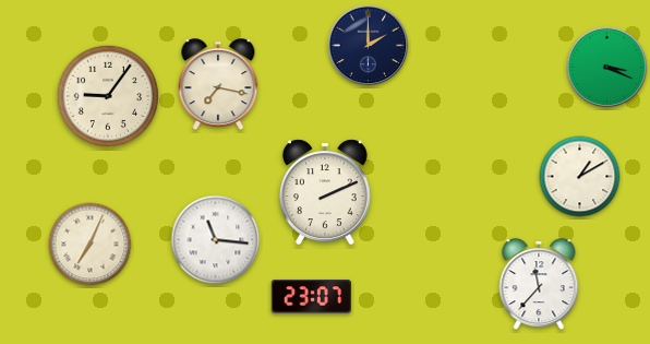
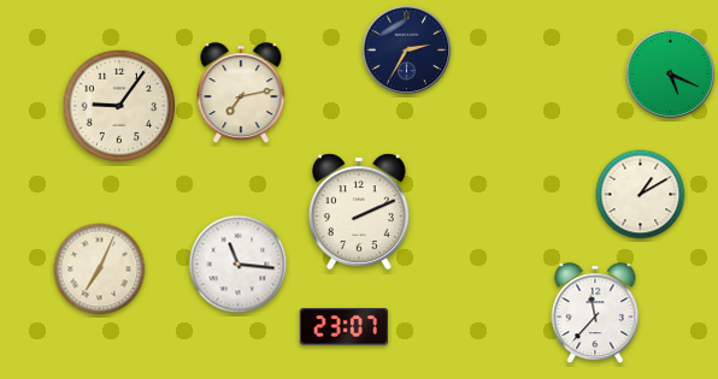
clock at (369, 46): 2:00 -> 2:35
clock at (607, 68): 3:19 -> 5:19
clock at (218, 85): 7:17 -> 7:13
